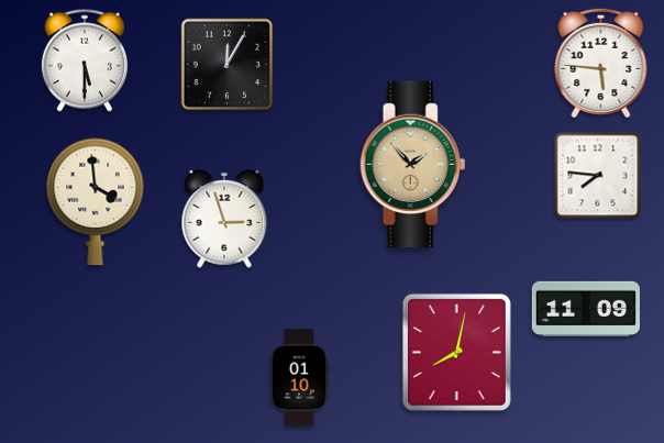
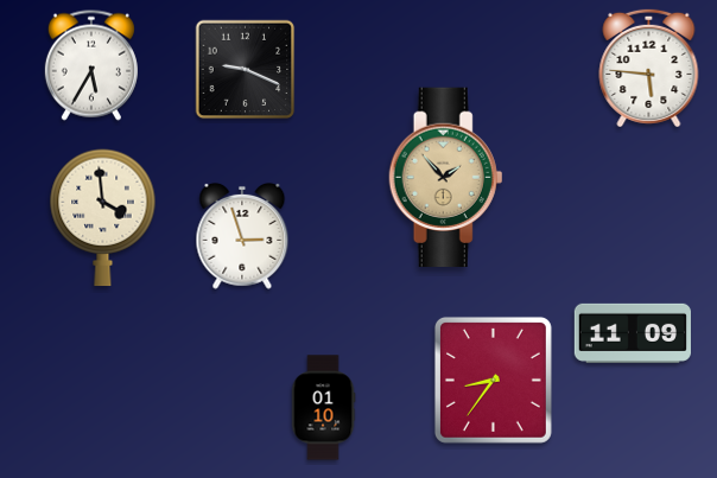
clock at (85, 60): 5:30 -> 5:35
clock at (228, 65): 12:05 -> 9:19
clock at (598, 176): 7:46 -> none
clock at (456, 352): 8:02 -> 8:36
